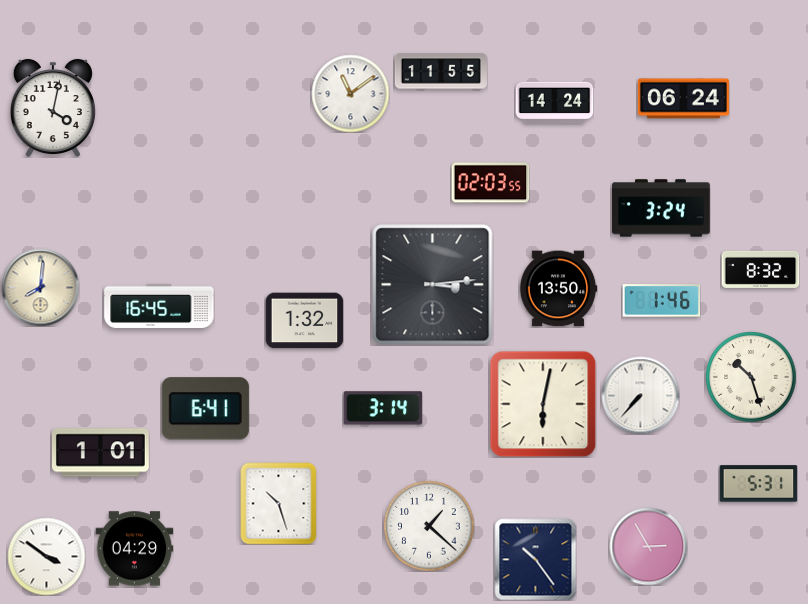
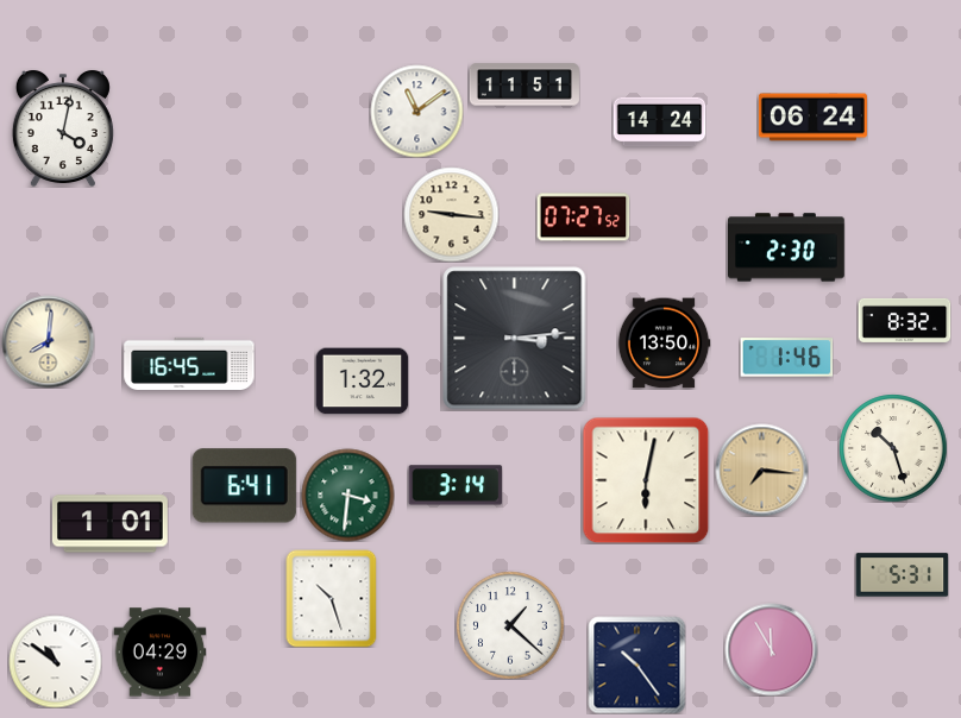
clock at (441, 71): 11:55 -> 11:51
clock at (451, 214): none -> 9:16
clock at (490, 183): 02:03 -> 07:27
clock at (662, 208): 3:24 -> 2:30
clock at (640, 395): 7:37 -> 7:16
clock at (640, 395) dial: white -> champagne
clock at (347, 495): none -> 3:31
clock at (100, 453) position: (100, 453) -> (109, 524)
clock at (648, 546): 2:55 -> 11:55
clock at (46, 556): 3:51 -> 10:51
